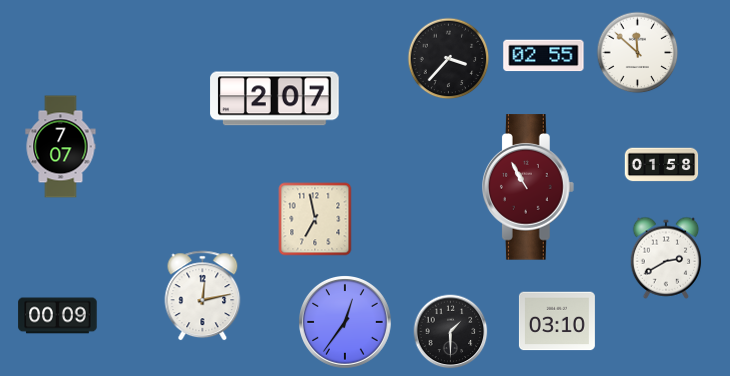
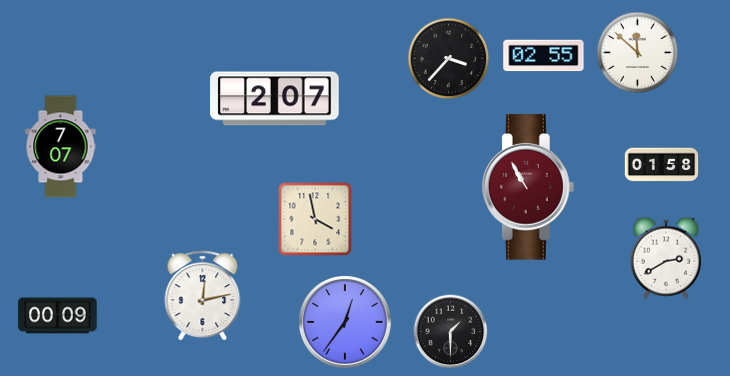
clock at (315, 219): 6:58 -> 3:58
clock at (557, 321): 03:10 -> none
